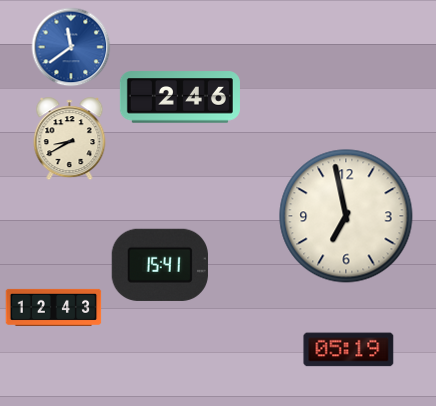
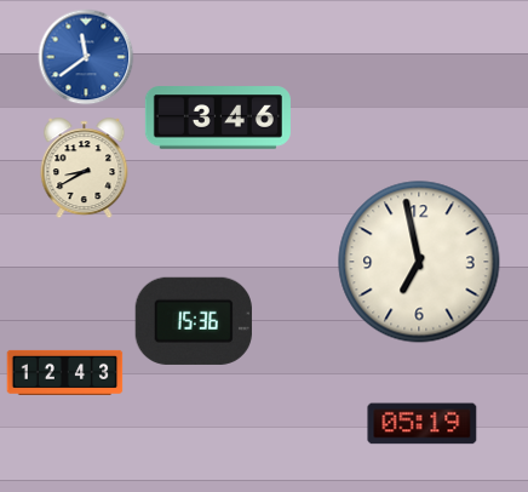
clock at (180, 97): 2:46 -> 3:46
clock at (160, 265): 15:41 -> 15:36
